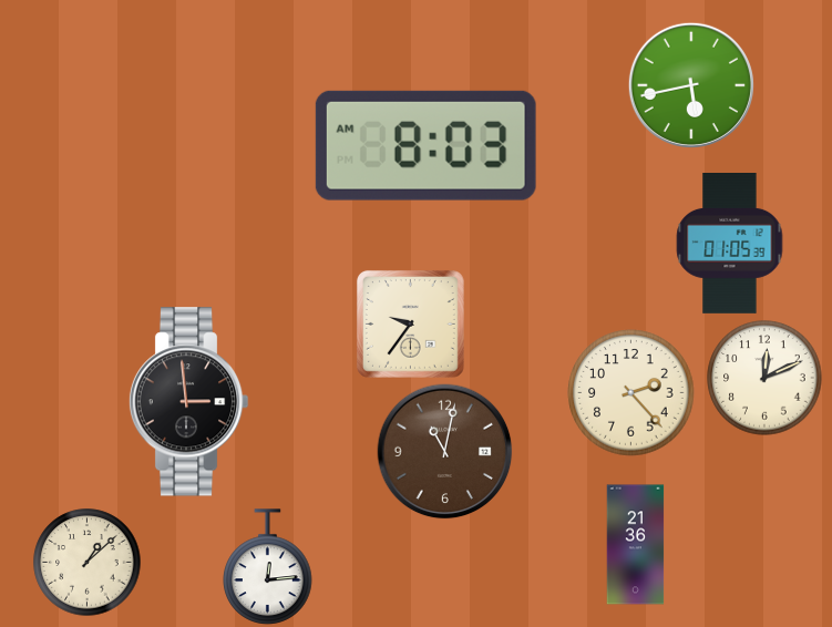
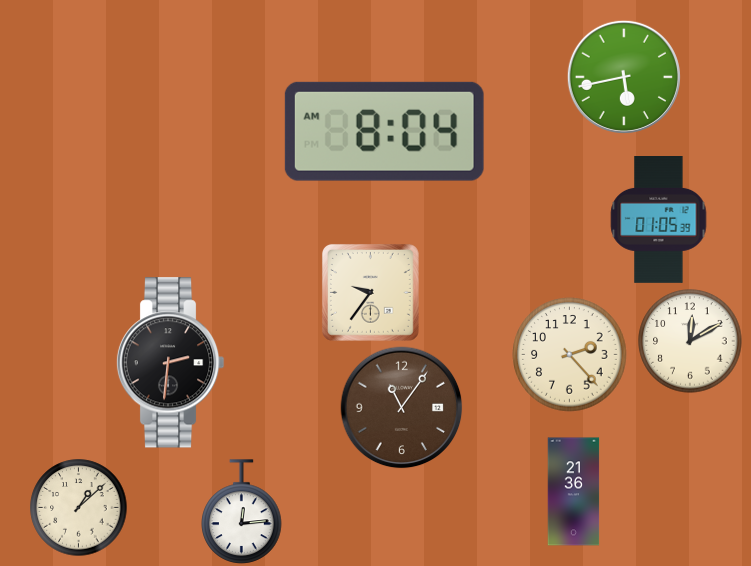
clock at (425, 145): 8:03 -> 8:04
clock at (764, 378): 12:11 -> 12:10
clock at (188, 402): 2:59 -> 2:31
clock at (445, 452): 11:02 -> 11:06
